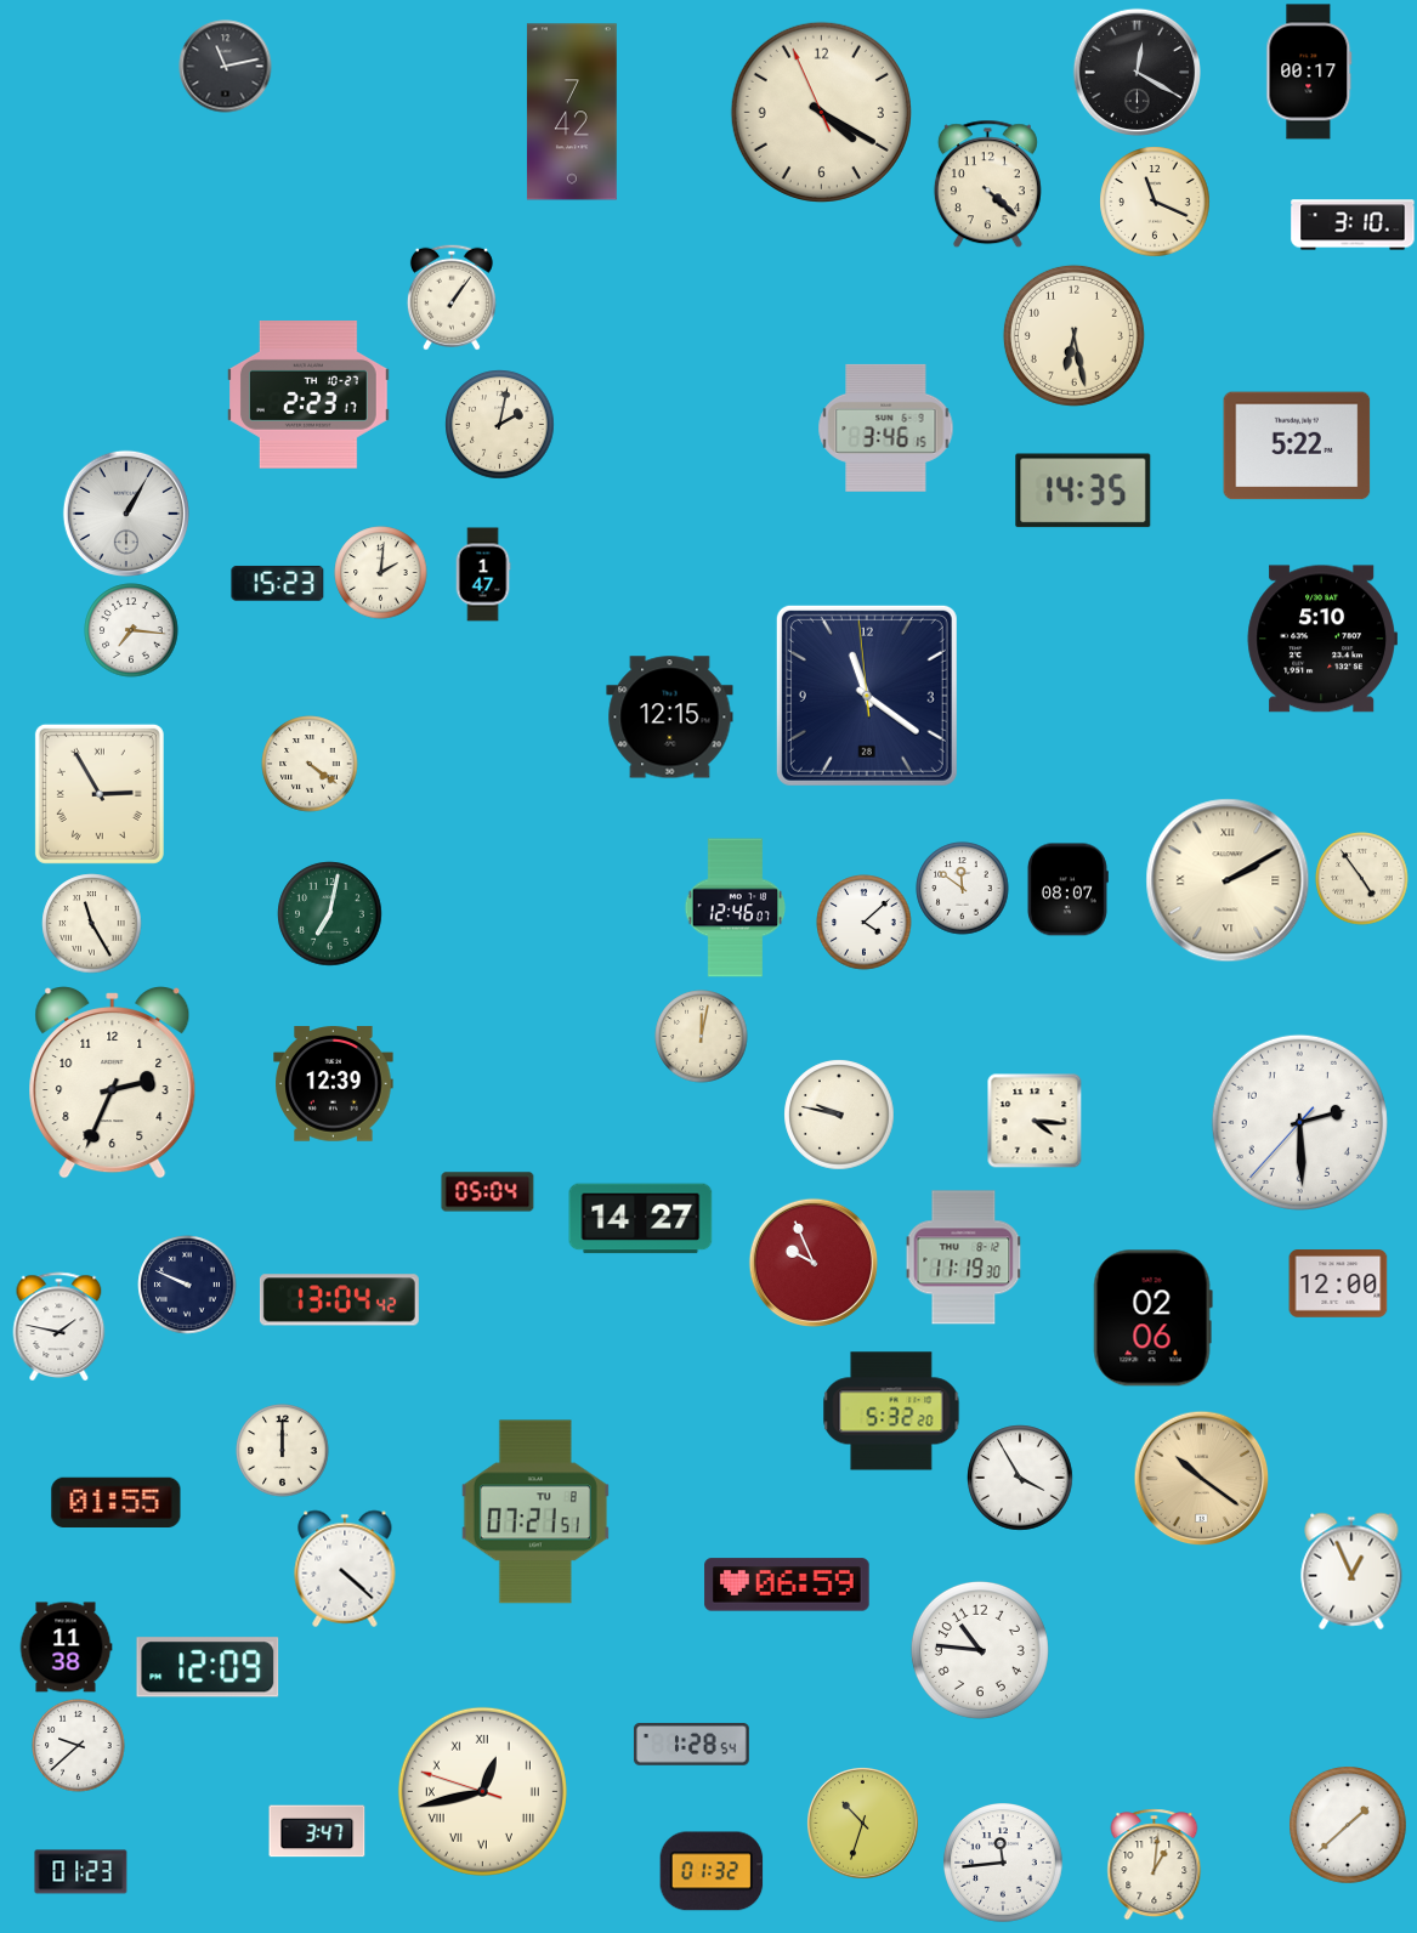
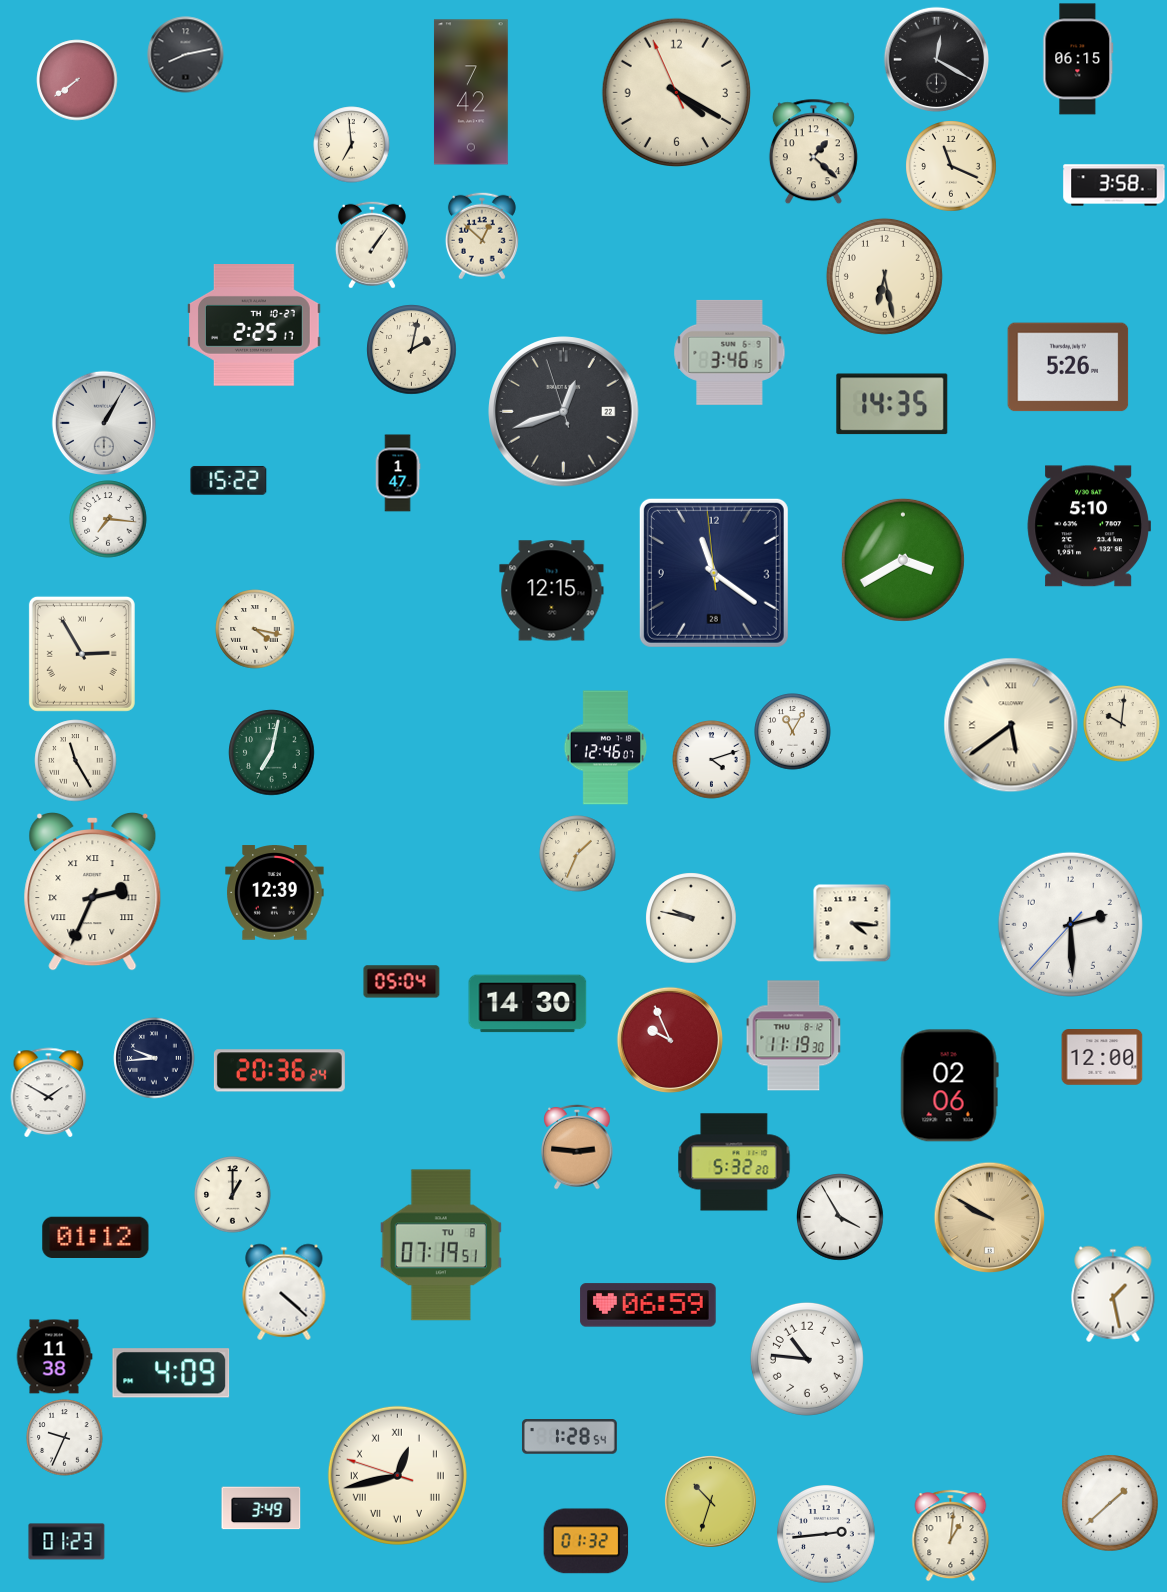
clock at (226, 67): 11:13 -> 8:13
clock at (1309, 72): 00:17 -> 06:15
clock at (77, 80): none -> 7:39
clock at (352, 145): none -> 6:59
clock at (987, 185): 4:22 -> 1:22
clock at (1353, 225): 3:10 -> 3:58
clock at (482, 236): none -> 12:52
clock at (310, 396): 2:23 -> 2:25
clock at (1297, 446): 5:22 -> 5:26
clock at (564, 412): none -> 12:41
clock at (381, 573): 2:01 -> none
clock at (278, 584): 15:23 -> 15:22
clock at (903, 560): none -> 3:40
clock at (310, 764): 4:21 -> 4:17
clock at (1362, 879): 4:54 -> 10:01
clock at (1228, 880): 2:10 -> 5:39
clock at (963, 889): 11:51 -> 11:05
clock at (1067, 890): 08:07 -> none
clock at (865, 923): 4:08 -> 4:12
clock at (702, 1037): 12:02 -> 1:34
clock at (113, 1083) numerals: Arabic -> Roman
clock at (641, 1219): 14:27 -> 14:30
clock at (187, 1285): 9:49 -> 9:44
clock at (339, 1300): 13:04 -> 20:36
clock at (59, 1326): 1:47 -> 1:50
clock at (577, 1147): none -> 2:46
clock at (283, 1451): 12:00 -> 1:00
clock at (1202, 1479): 10:21 -> 9:50
clock at (117, 1502): 01:55 -> 01:12
clock at (535, 1512): 07:21 -> 07:19
clock at (1351, 1571): 12:56 -> 1:28
clock at (208, 1667): 12:09 -> 4:09
clock at (79, 1746): 9:38 -> 9:34
clock at (317, 1831): 3:47 -> 3:49
clock at (1004, 1864): 11:44 -> 2:44
